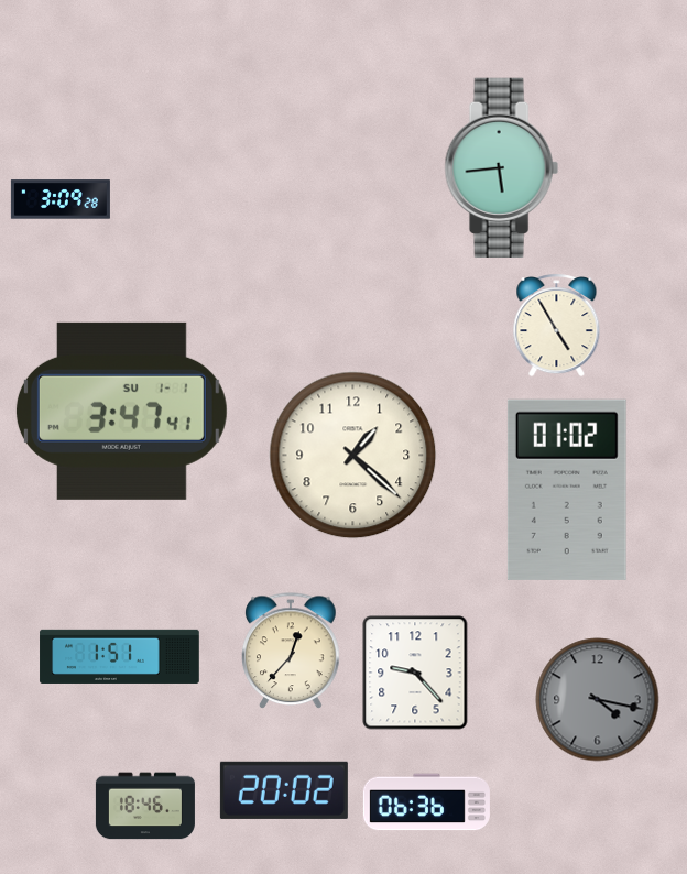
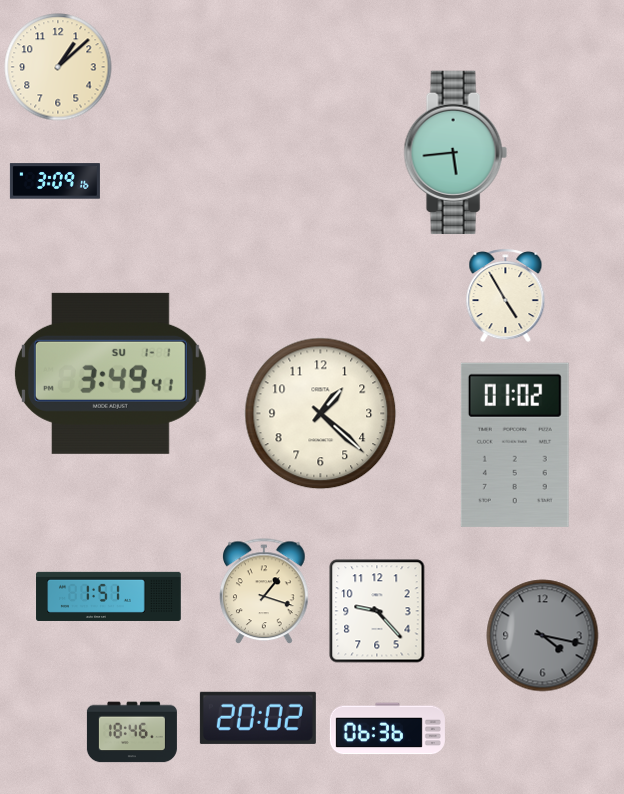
clock at (58, 67): none -> 1:08
clock at (61, 199): 3:09:28 -> 3:09:16
clock at (121, 411): 3:47 -> 3:49
clock at (291, 652): 12:37 -> 1:18
